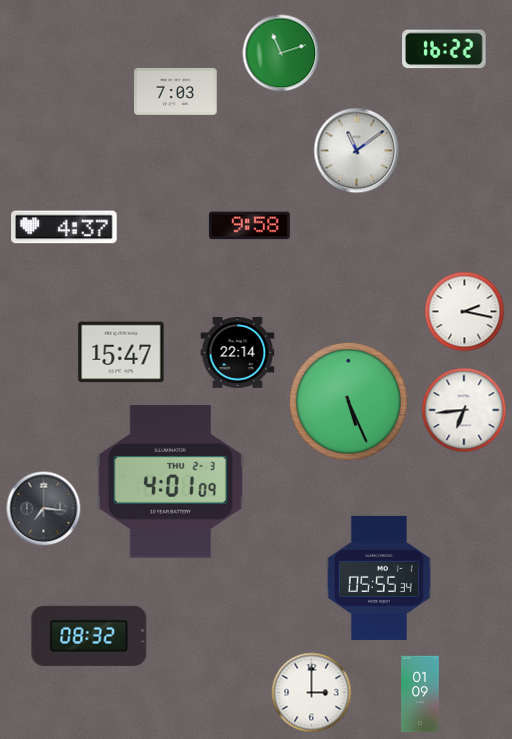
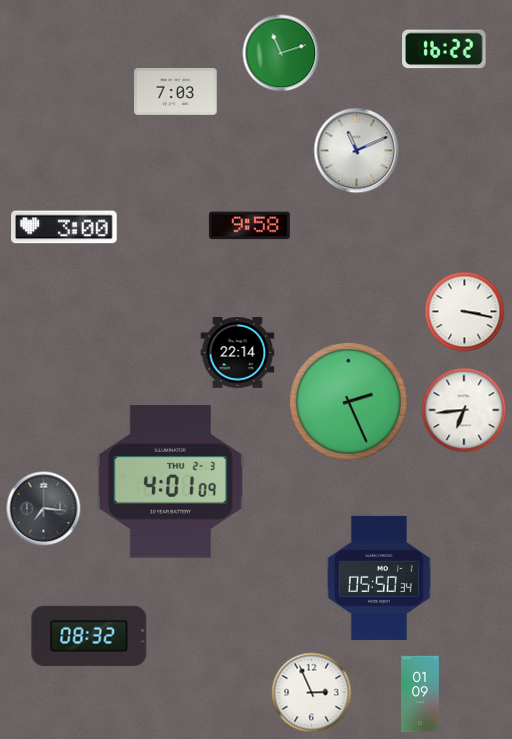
clock at (357, 151): 11:09 -> 11:11
clock at (64, 227): 4:37 -> 3:00
clock at (465, 312): 2:17 -> 3:17
clock at (121, 352): 15:47 -> none
clock at (348, 401): 5:26 -> 2:26
clock at (379, 578): 05:55 -> 05:50
clock at (312, 693): 3:00 -> 2:56
